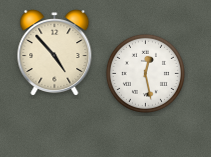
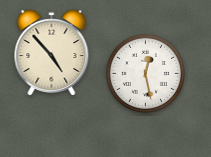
clock at (55, 53) position: (55, 53) -> (52, 53)
